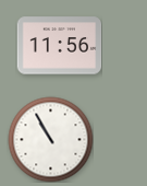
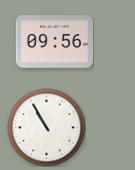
clock at (59, 46): 11:56 -> 09:56
